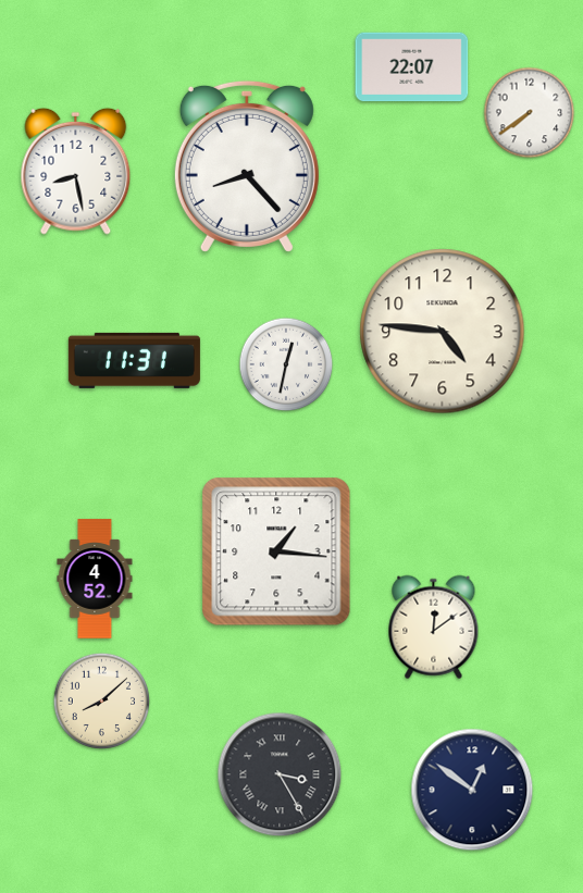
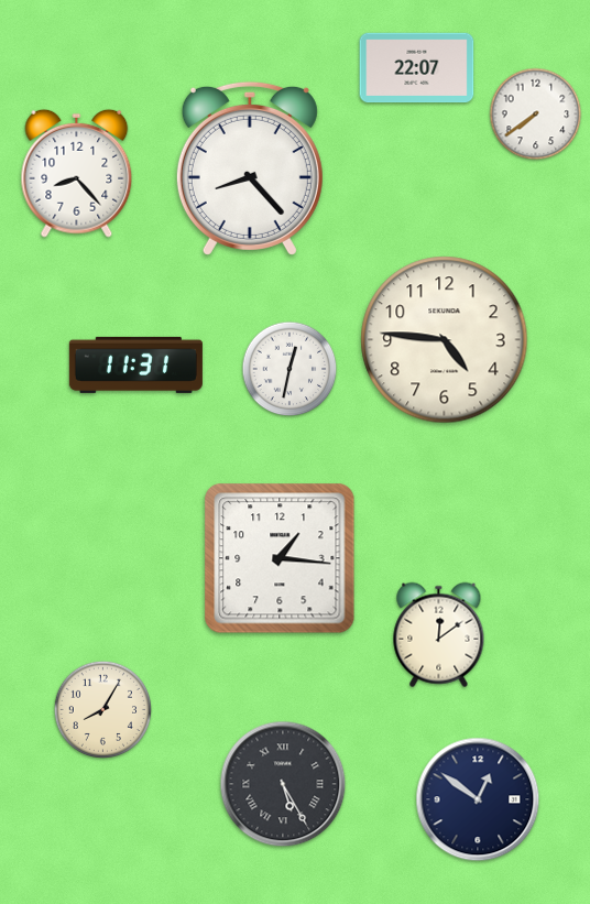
clock at (76, 171): 8:28 -> 8:23
clock at (443, 332) position: (443, 332) -> (445, 340)
clock at (95, 579): 4:52 -> none
clock at (101, 700): 8:08 -> 8:05
clock at (280, 774): 3:25 -> 5:25
